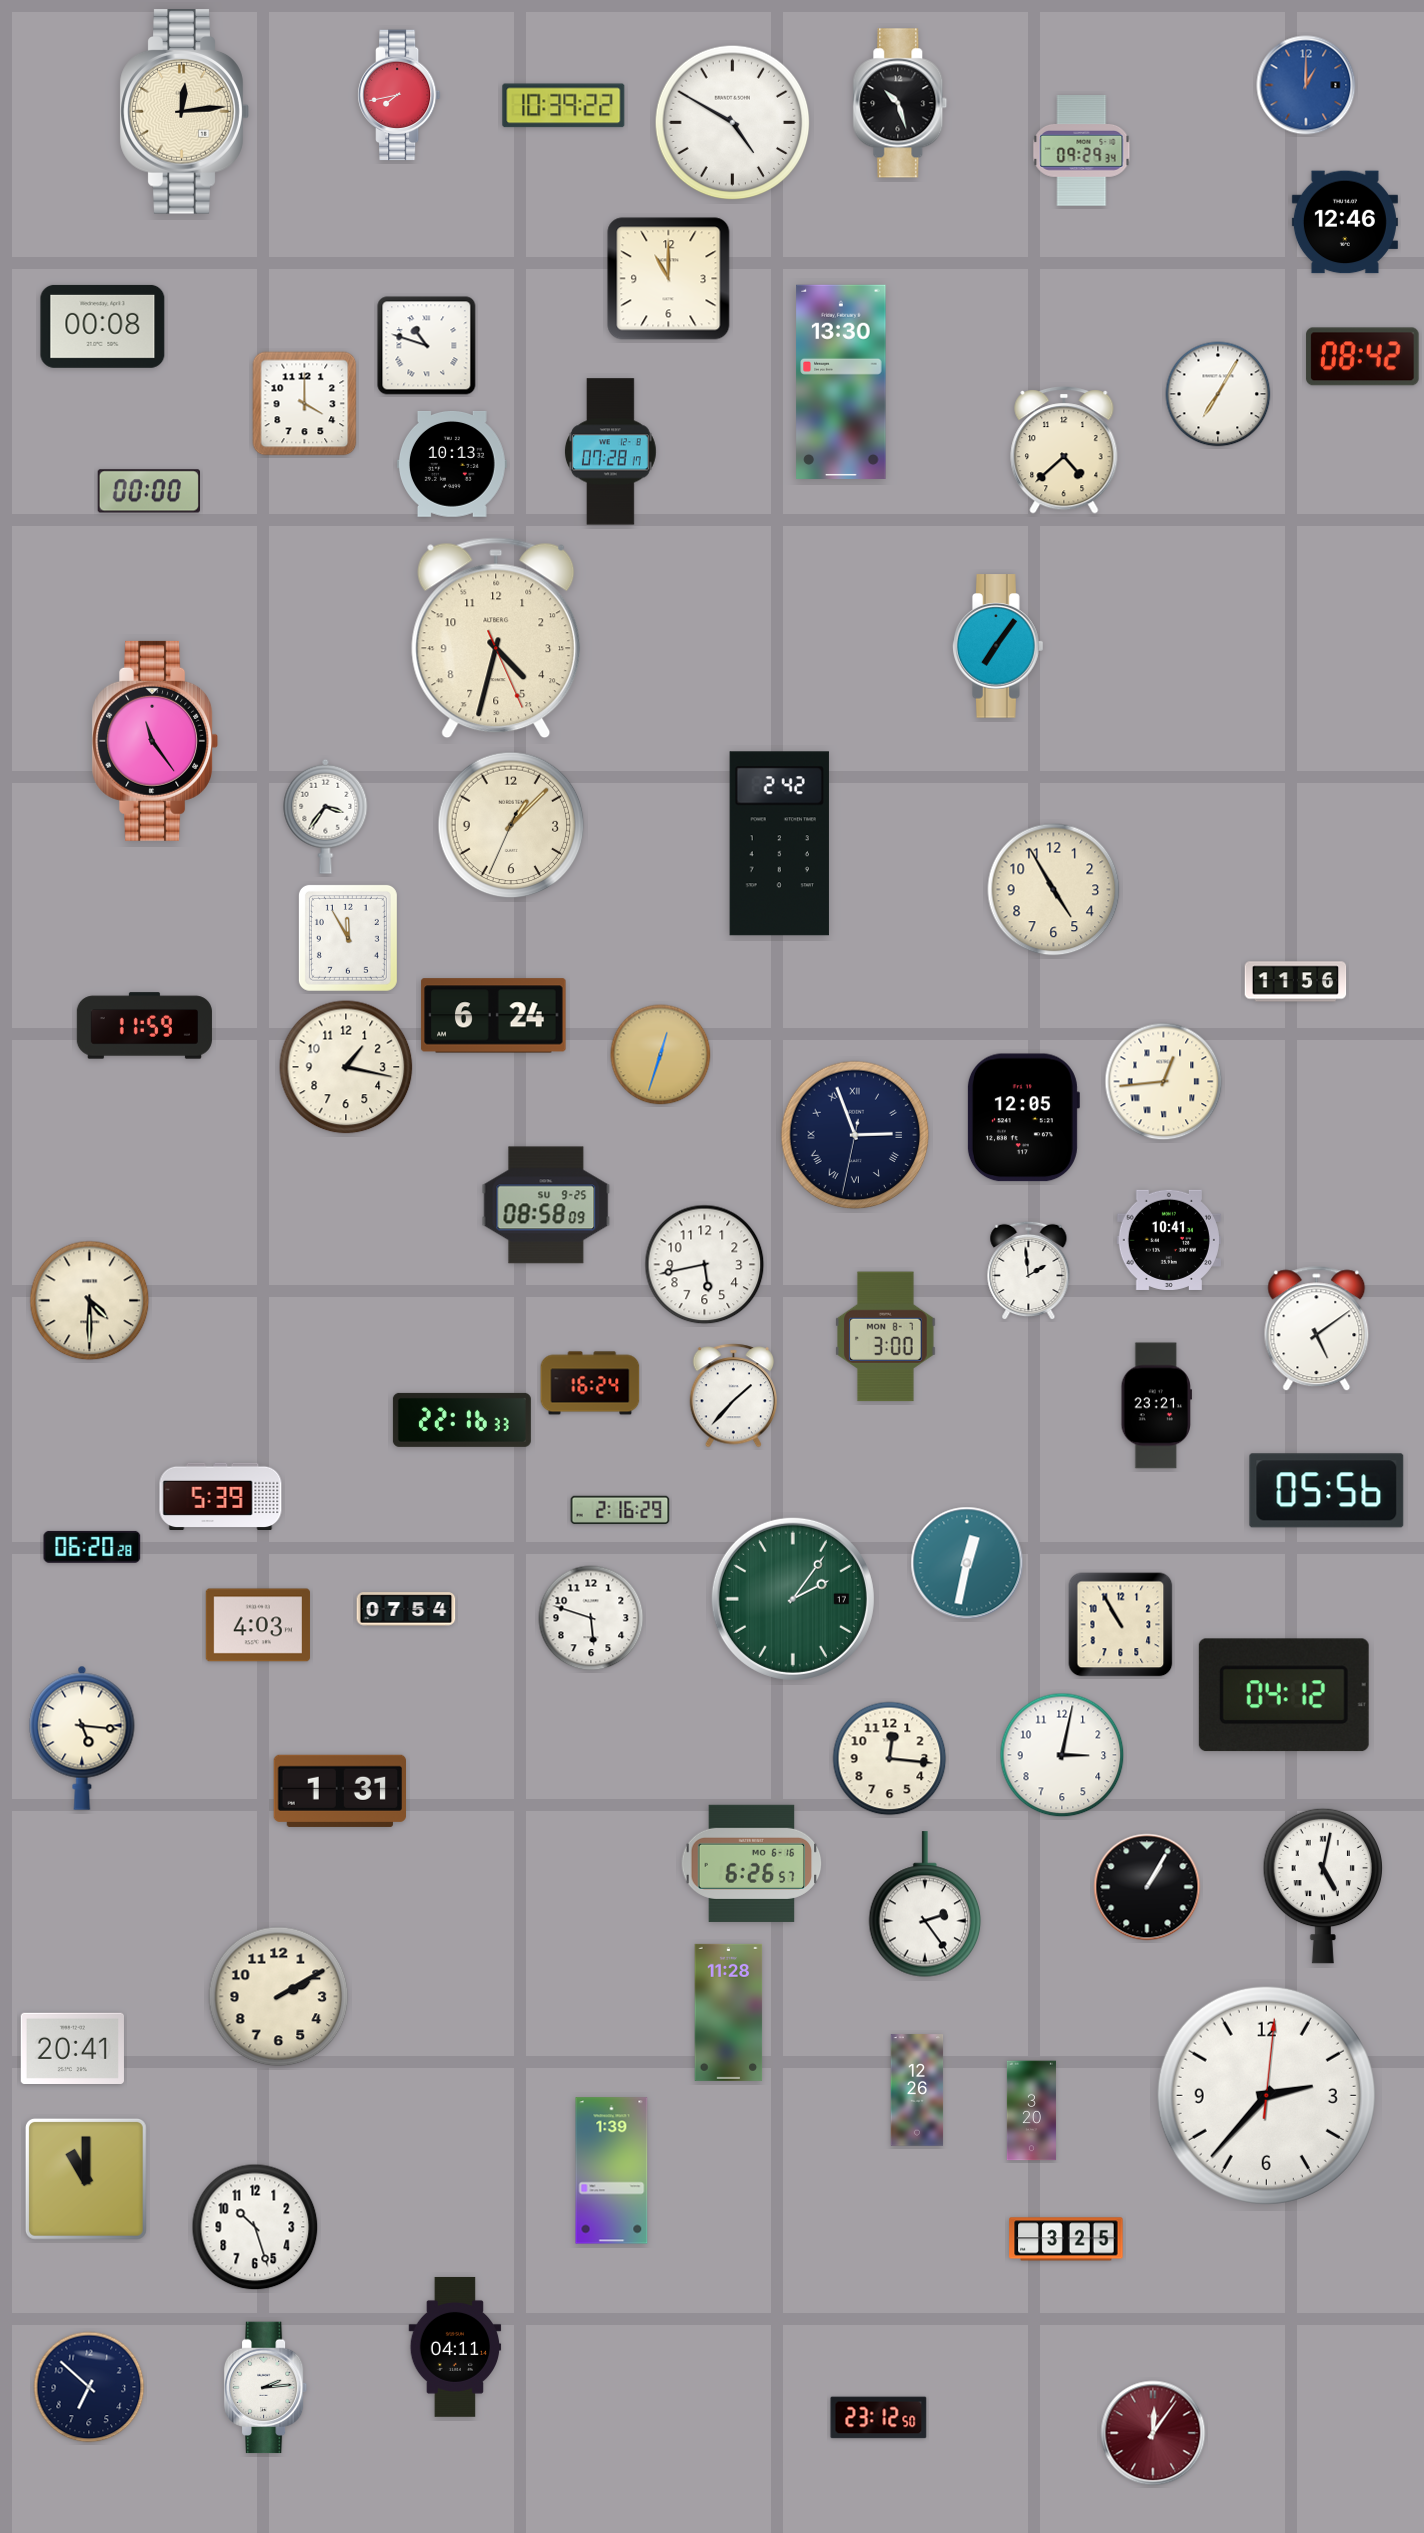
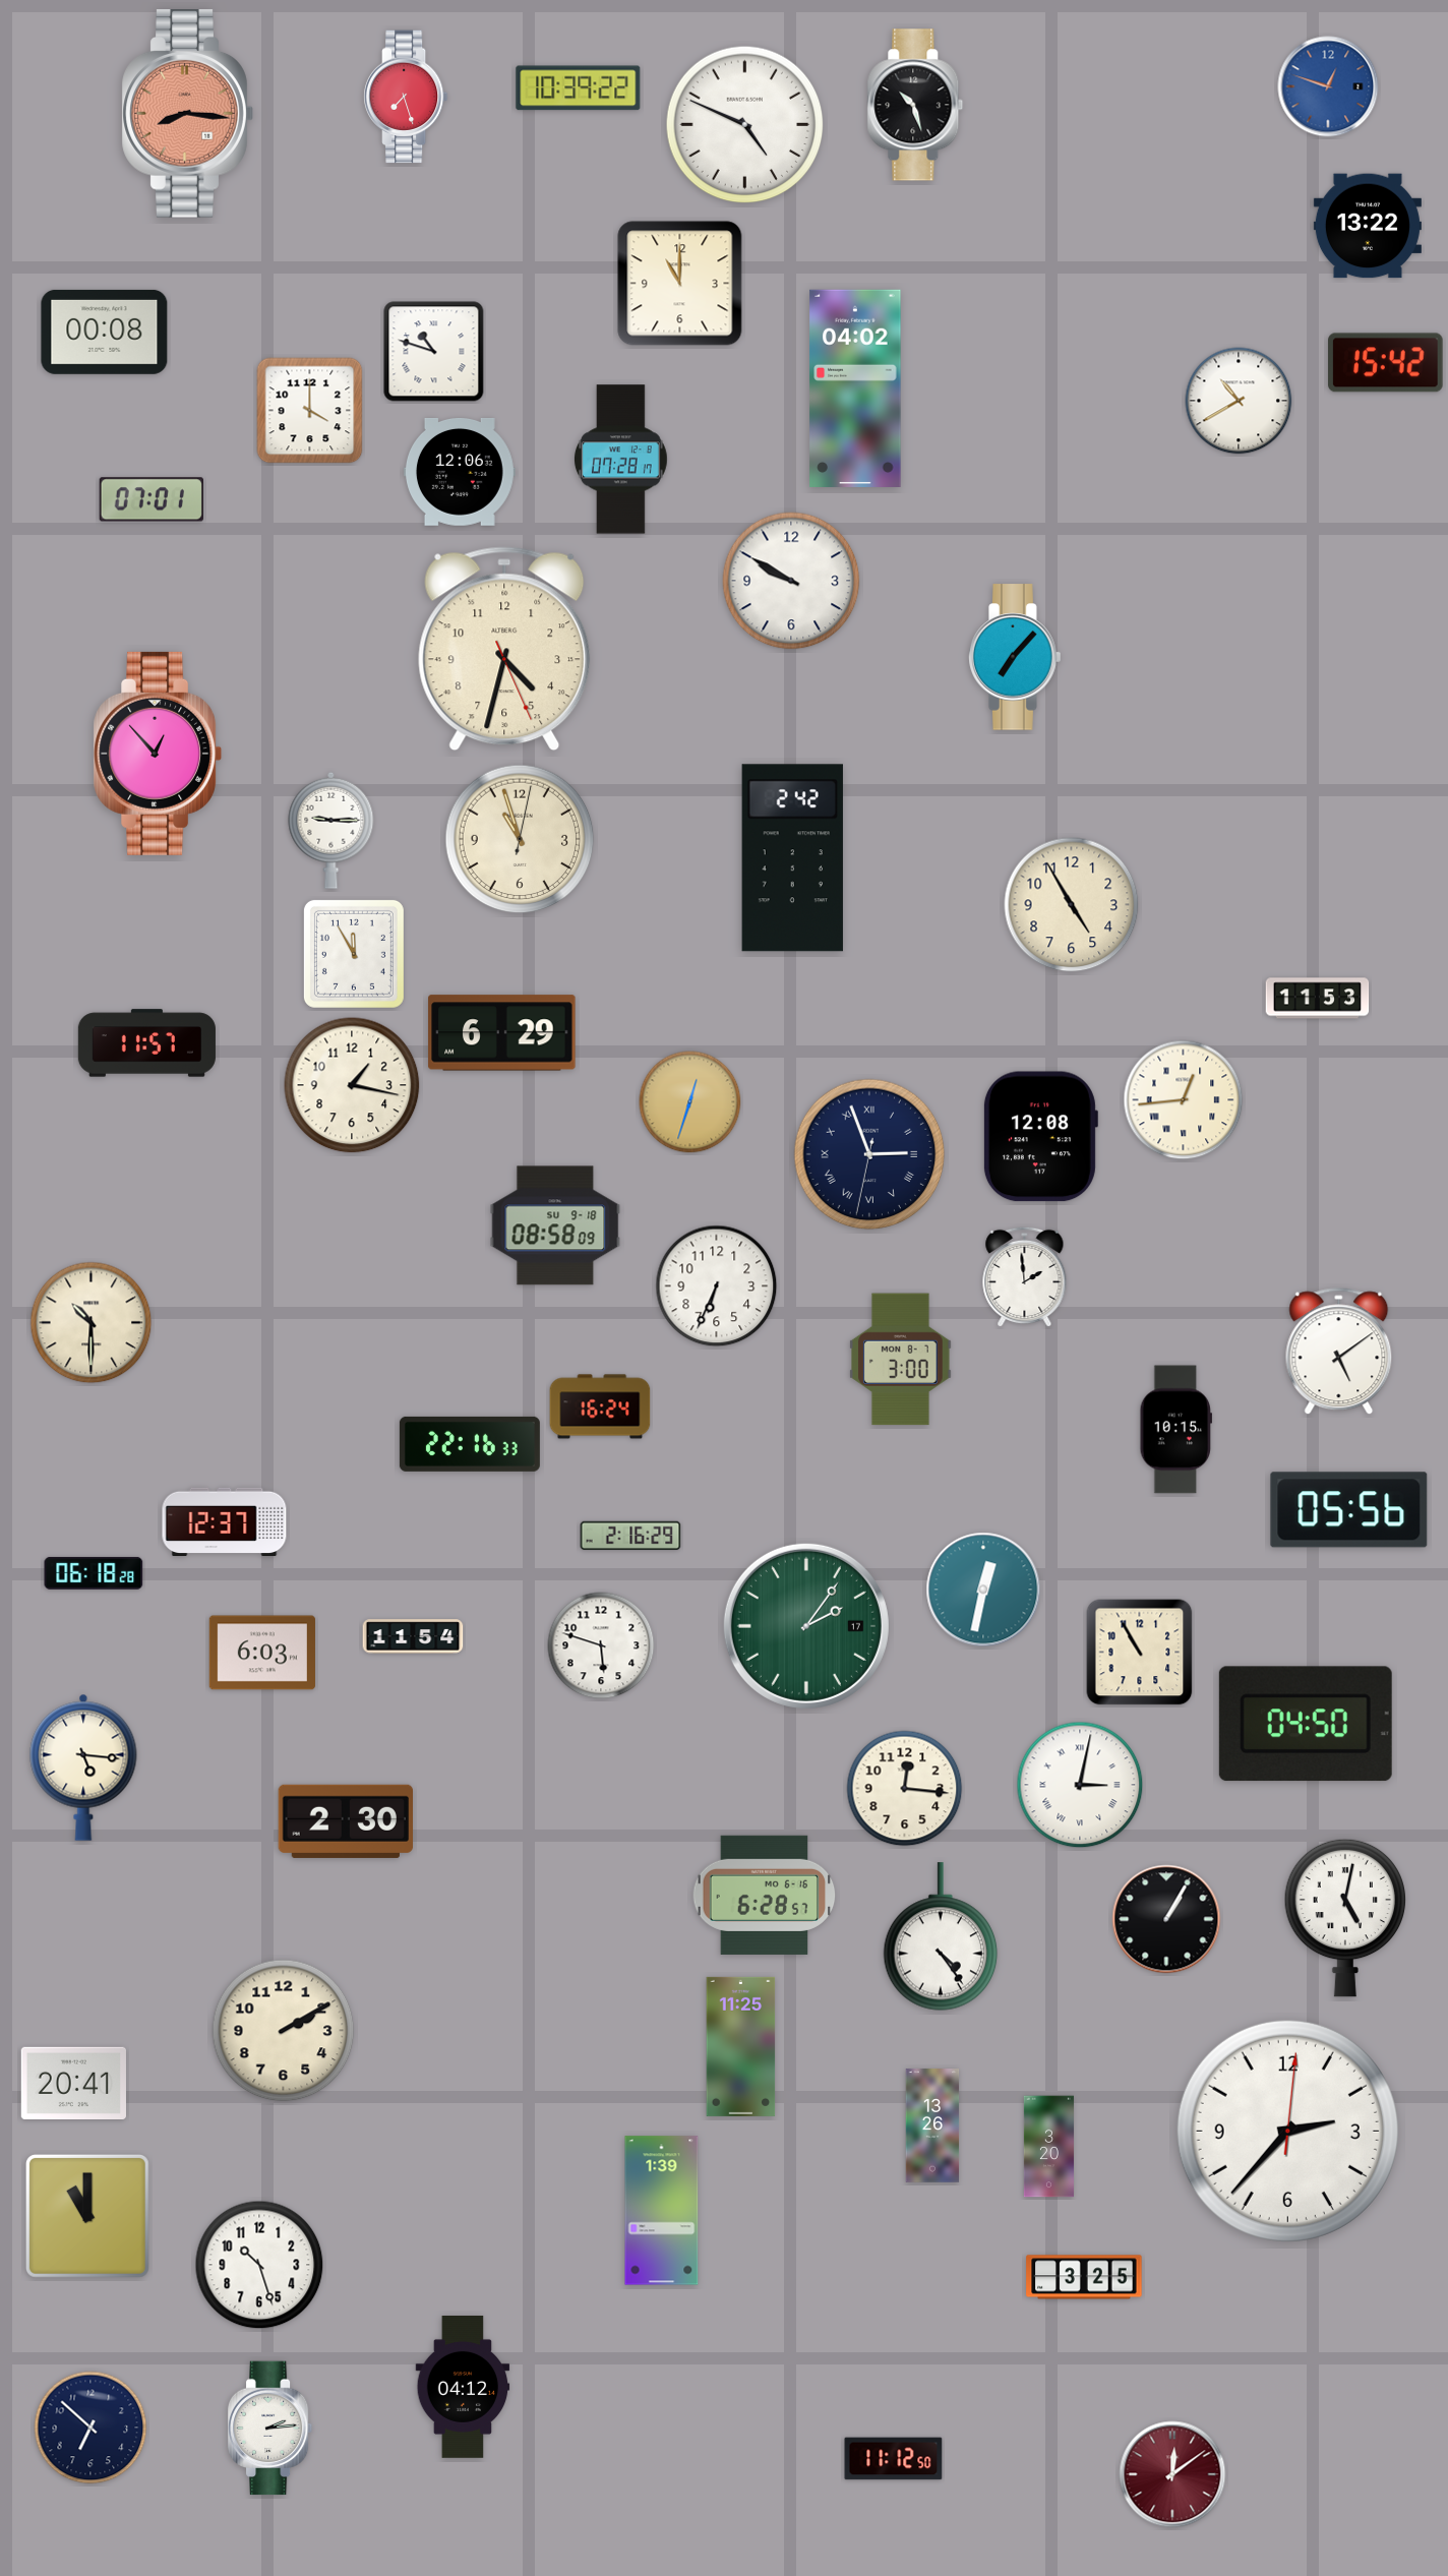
clock at (1306, 85): 1:00 -> 12:48
clock at (399, 95): 7:43 -> 7:27
clock at (564, 106) position: (564, 106) -> (579, 88)
clock at (184, 112): 12:14 -> 8:16
clock at (184, 112) dial: cream -> salmon
clock at (733, 123): 4:50 -> 4:49
clock at (1082, 151): 09:29 -> none
clock at (1345, 222): 12:46 -> 13:22
clock at (1363, 357): 08:42 -> 15:42
clock at (841, 382): 13:30 -> 04:02
clock at (1218, 394): 7:05 -> 10:40
clock at (1064, 450): 4:38 -> none
clock at (452, 465): 10:13 -> 12:06
clock at (148, 491): 00:00 -> 07:01
clock at (791, 581): none -> 9:50
clock at (998, 646): 7:06 -> 7:07
clock at (155, 741): 11:24 -> 12:53
clock at (326, 816): 3:36 -> 9:15
clock at (511, 825): 1:07 -> 10:57
clock at (1296, 982): 11:56 -> 11:53
clock at (494, 1016): 6:24 -> 6:29
clock at (144, 1026): 11:59 -> 11:57
clock at (661, 1055) position: (661, 1055) -> (690, 1102)
clock at (1023, 1118): 12:05 -> 12:08
clock at (546, 1205) date: SU 9-25 -> SU 9-18
clock at (1169, 1240): 10:41 -> none
clock at (705, 1265): 5:43 -> 6:34
clock at (1029, 1271) position: (1029, 1271) -> (1025, 1277)
clock at (90, 1301): 4:30 -> 10:30
clock at (734, 1396): 1:37 -> none
clock at (1156, 1406): 23:21 -> 10:15
clock at (1327, 1491) position: (1327, 1491) -> (1349, 1510)
clock at (221, 1496): 5:39 -> 12:37
clock at (92, 1547): 06:20 -> 06:18
clock at (406, 1609): 07:54 -> 11:54
clock at (258, 1625): 4:03 -> 6:03
clock at (1284, 1695): 04:12 -> 04:50
clock at (1062, 1755) numerals: Arabic -> Roman
clock at (339, 1791): 1:31 -> 2:30
clock at (752, 1863): 6:26 -> 6:28
clock at (925, 1904): 2:24 -> 4:24
clock at (729, 2012): 11:28 -> 11:25
clock at (917, 2090): 12:26 -> 13:26
clock at (612, 2171) position: (612, 2171) -> (662, 2211)
clock at (455, 2347): 04:11 -> 04:12
clock at (879, 2418): 23:12 -> 11:12
clock at (1153, 2433): 12:06 -> 12:09
